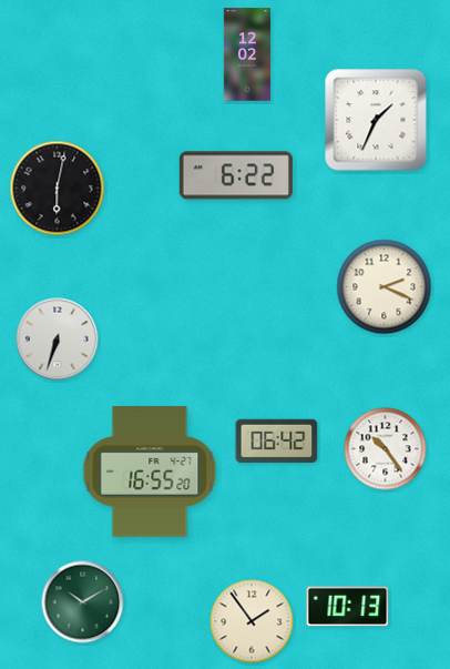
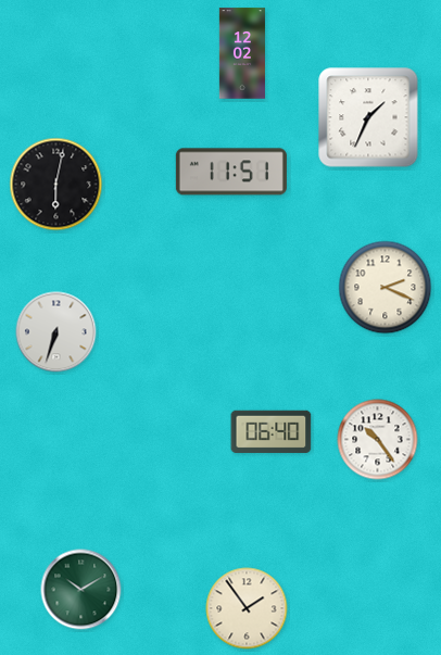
clock at (236, 175): 6:22 -> 11:51
clock at (385, 287) position: (385, 287) -> (386, 288)
clock at (277, 440): 06:42 -> 06:40
clock at (150, 472): 16:55 -> none
clock at (348, 607): 10:13 -> none
